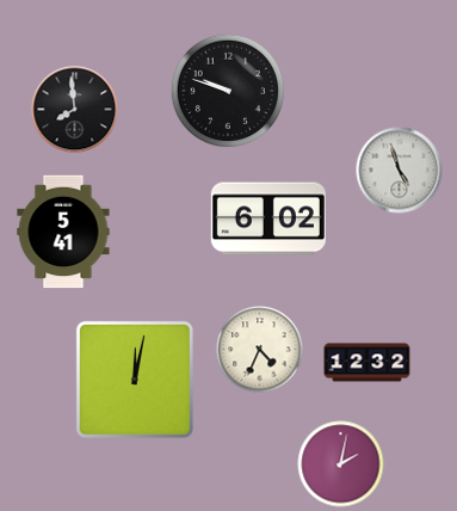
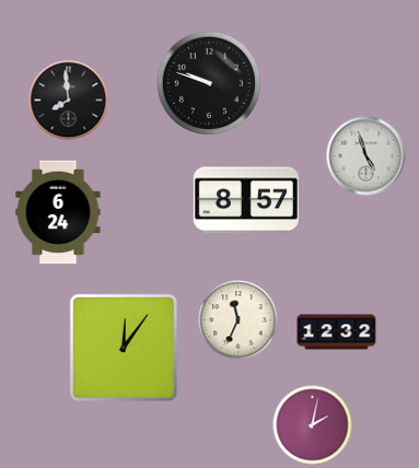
clock at (268, 218): 6:02 -> 8:57
clock at (63, 232): 5:41 -> 6:24
clock at (260, 350): 4:34 -> 11:34
clock at (135, 380): 12:02 -> 12:06
